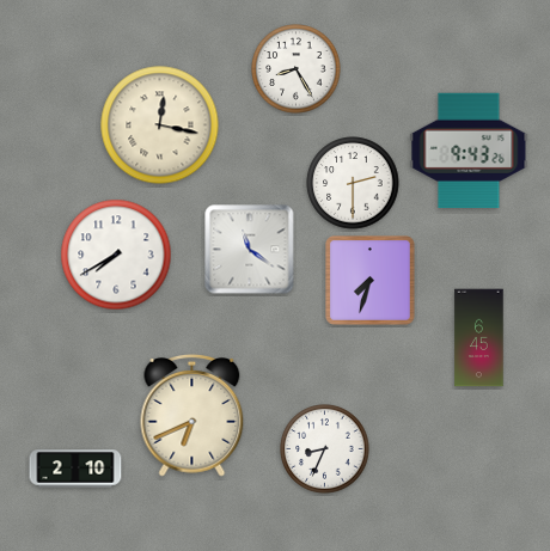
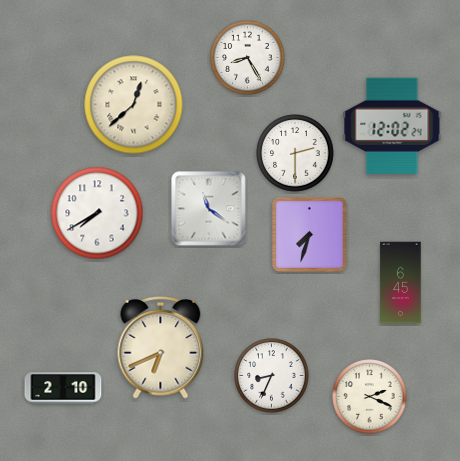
clock at (160, 125): 12:17 -> 12:38
clock at (469, 149): 9:43 -> 12:02
clock at (75, 469) position: (75, 469) -> (63, 388)
clock at (370, 397): none -> 2:19
